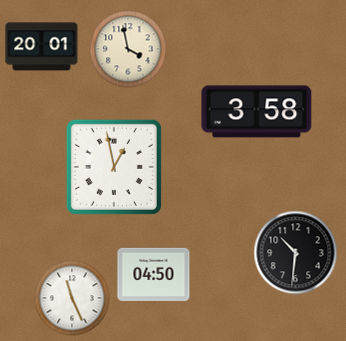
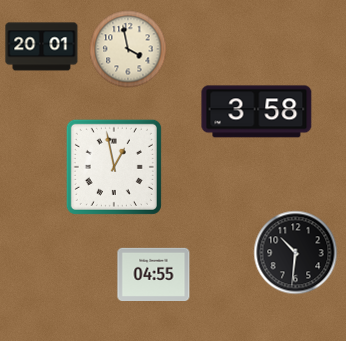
clock at (154, 274): 04:50 -> 04:55
clock at (72, 298): 11:26 -> none
